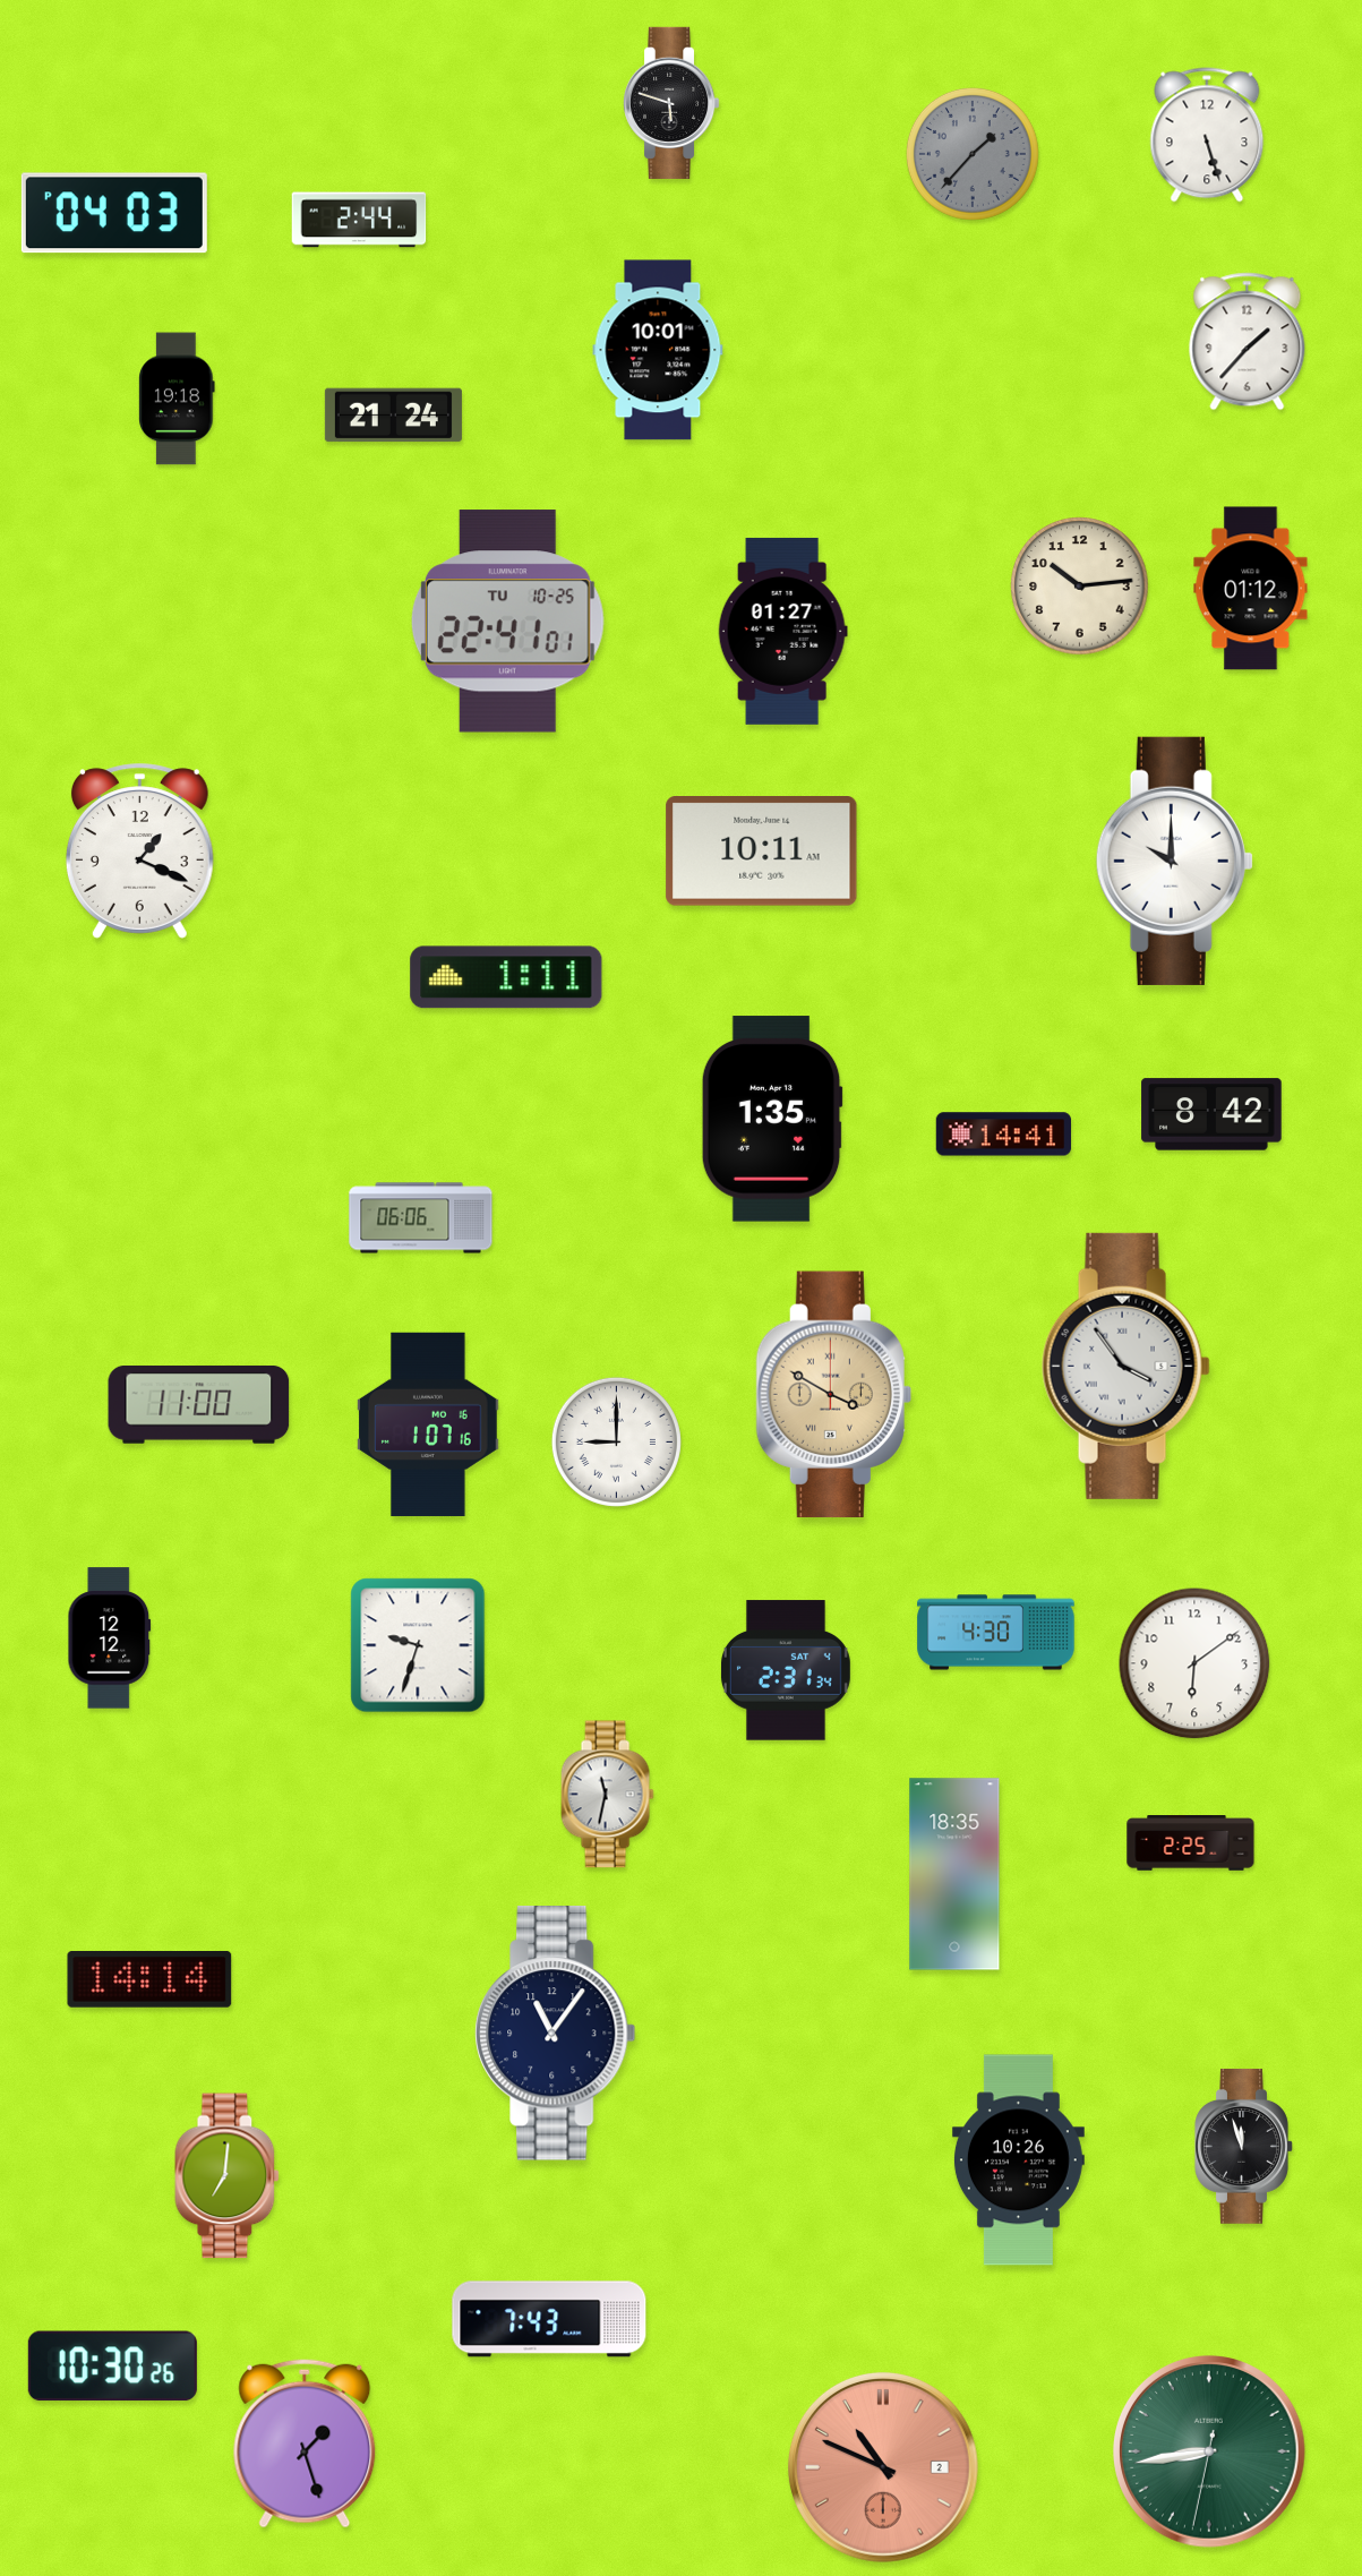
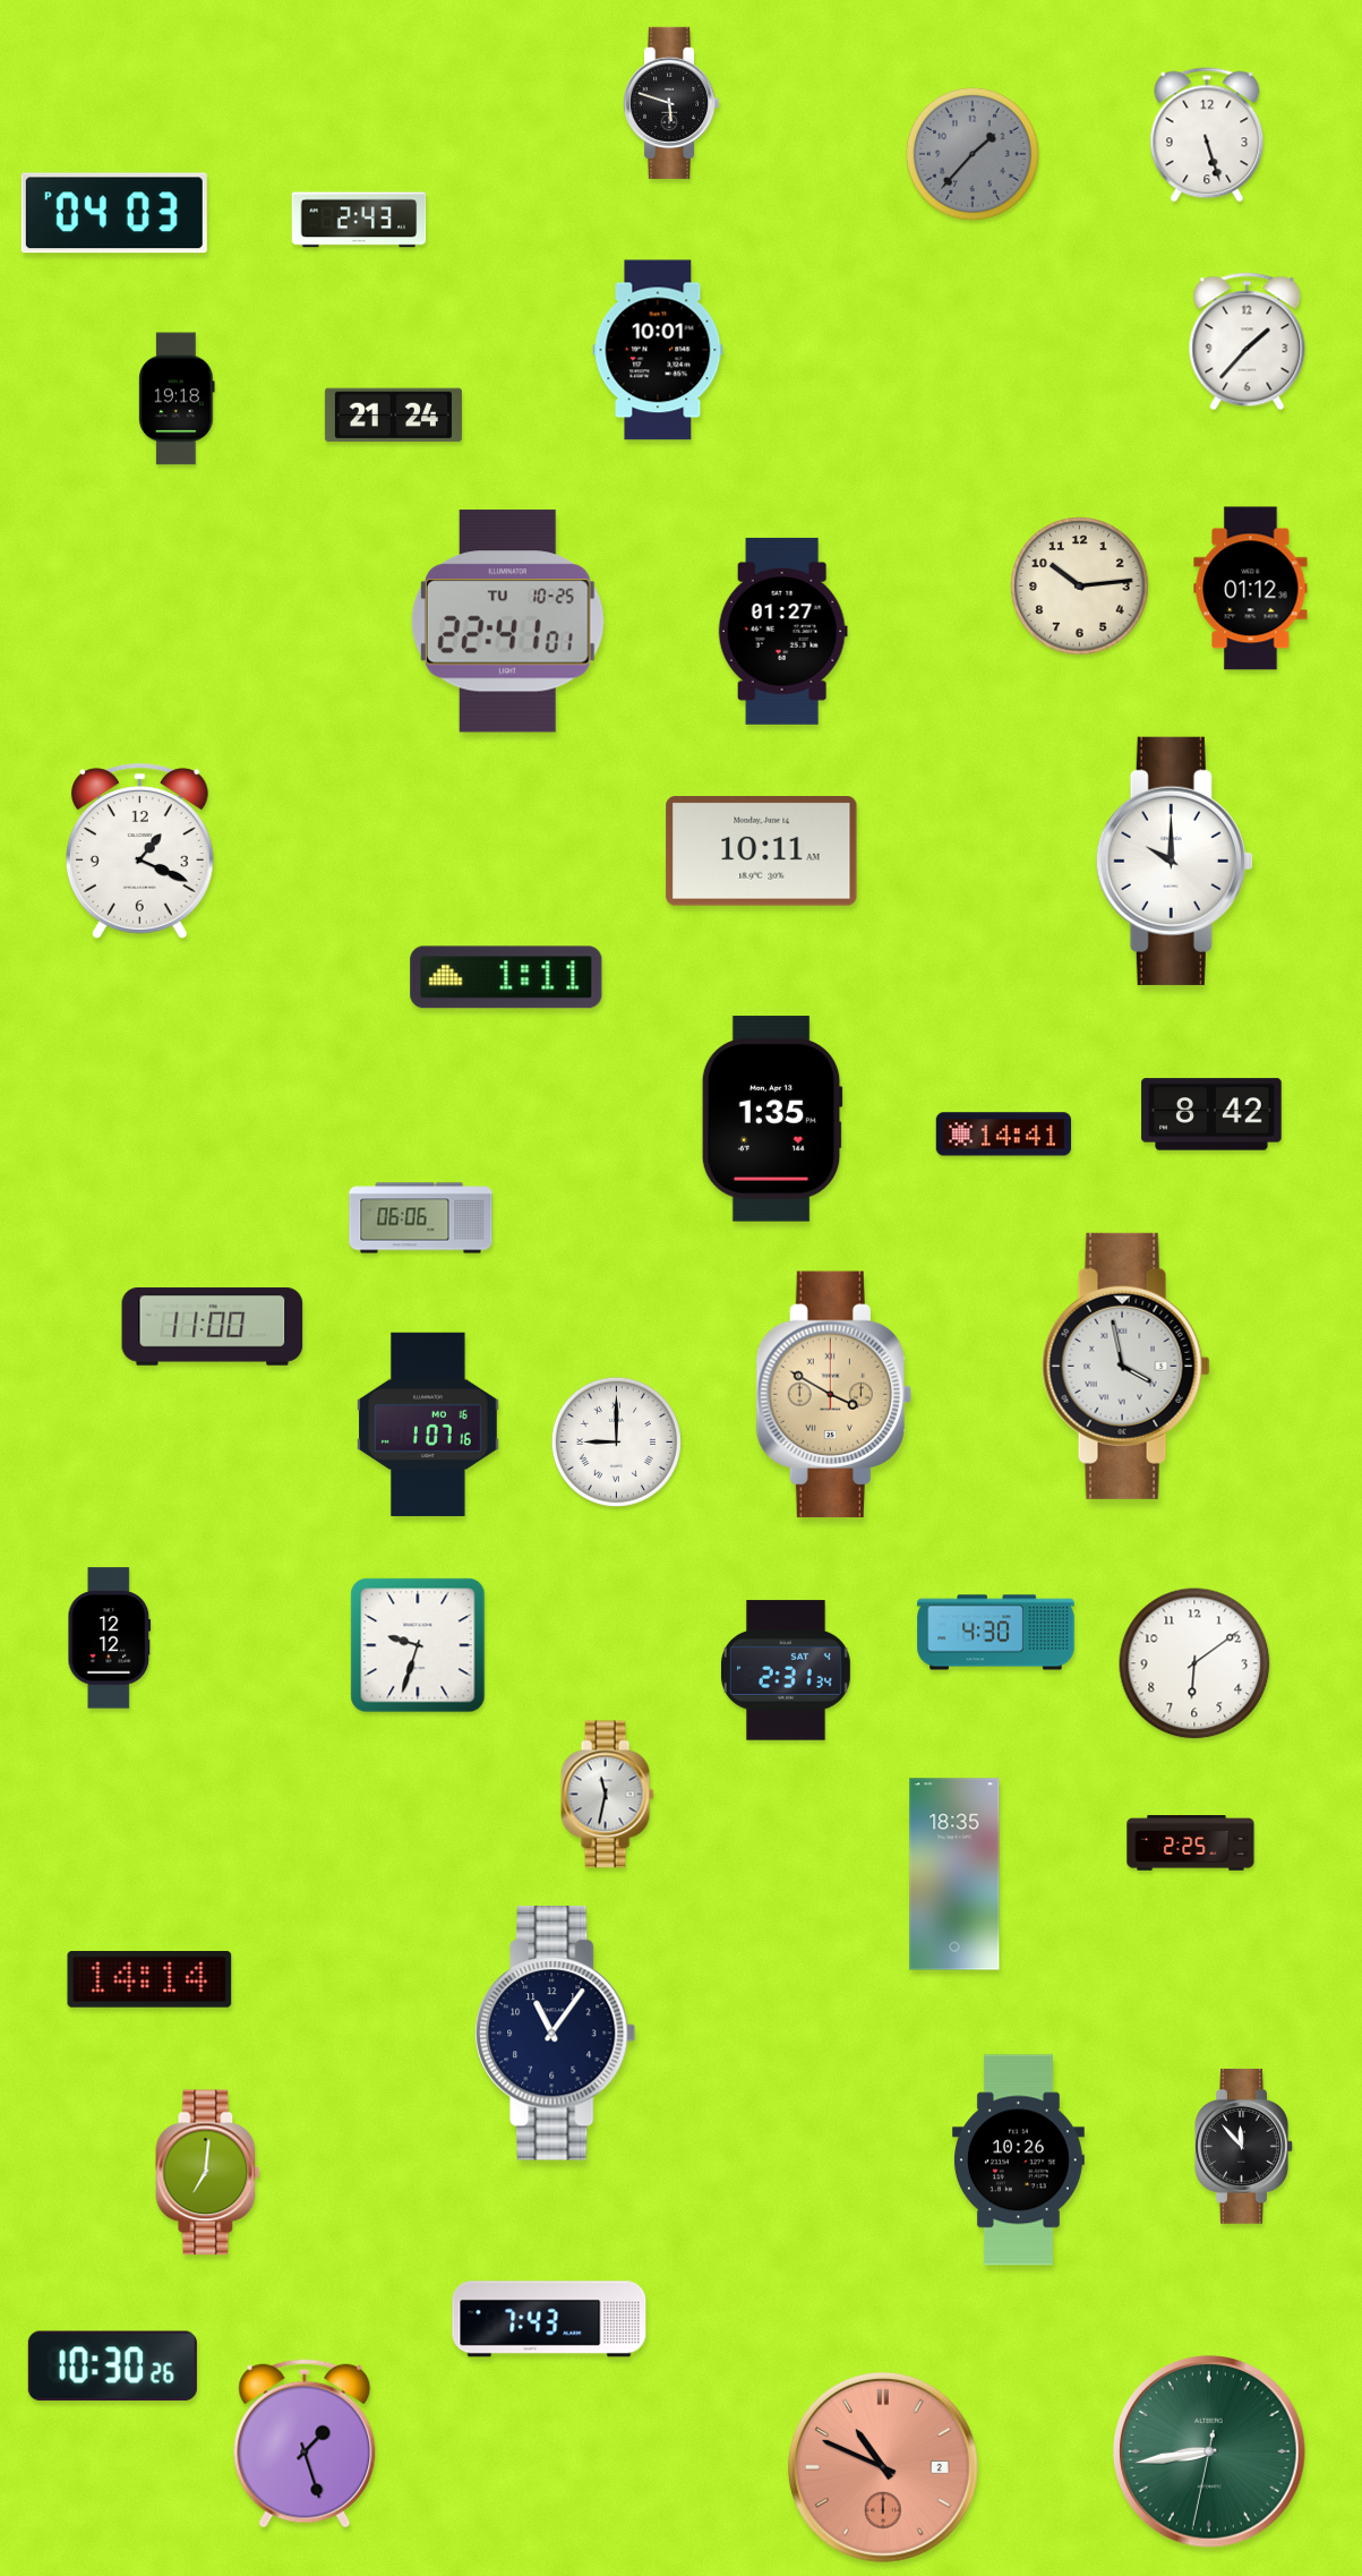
clock at (359, 220): 2:44 -> 2:43
clock at (1125, 1366): 3:54 -> 3:58
clock at (199, 1404) position: (199, 1404) -> (213, 1326)
clock at (1244, 2146): 11:57 -> 11:53
clock at (228, 2176) position: (228, 2176) -> (208, 2173)
